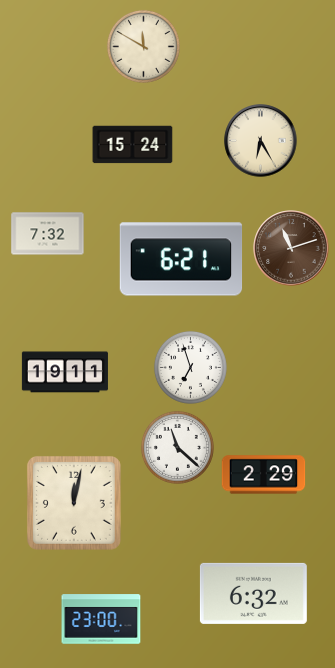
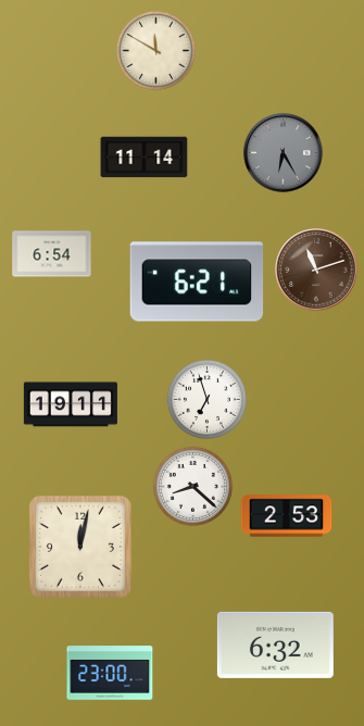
clock at (261, 141) dial: cream -> grey
clock at (133, 145): 15:24 -> 11:14
clock at (48, 234): 7:32 -> 6:54
clock at (177, 447): 11:22 -> 8:22
clock at (264, 475): 2:29 -> 2:53
